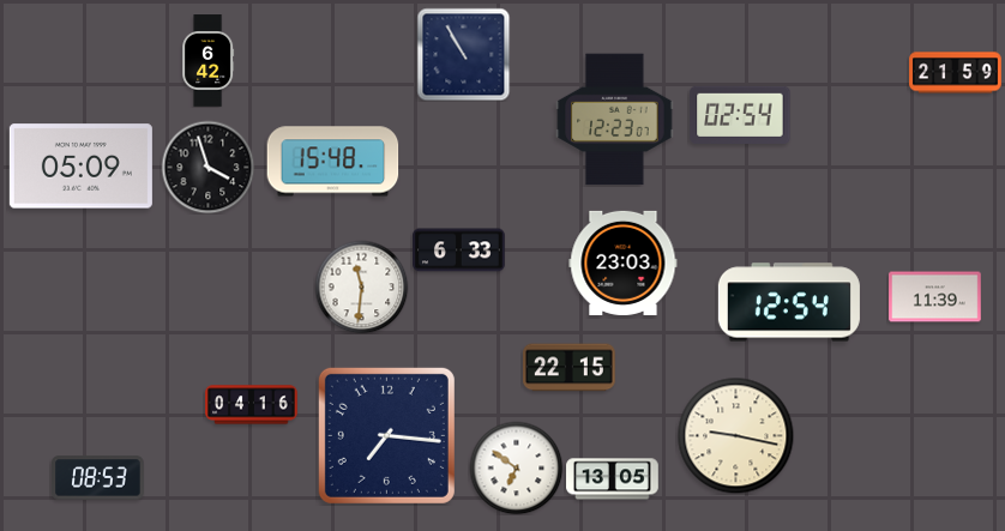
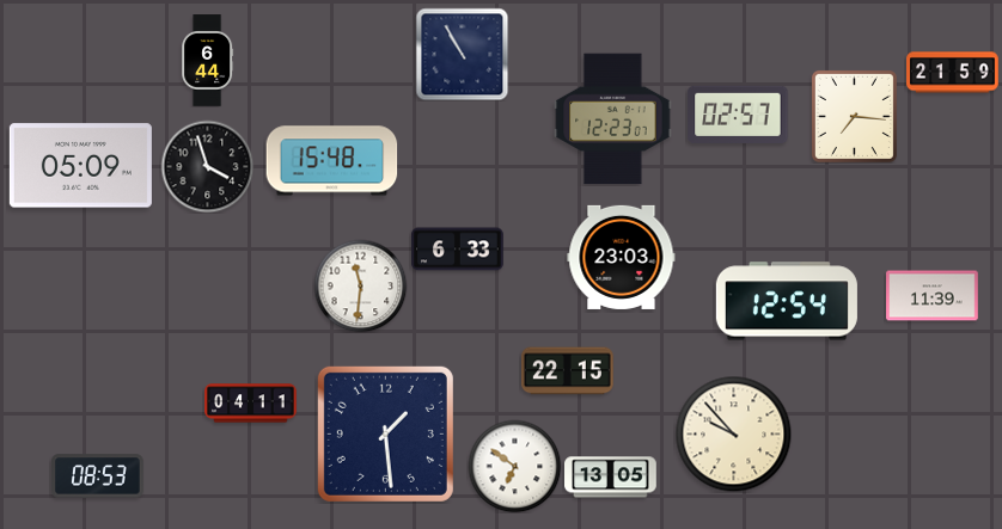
clock at (209, 61): 6:42 -> 6:44
clock at (740, 115): 02:54 -> 02:57
clock at (854, 116): none -> 7:16
clock at (624, 263) position: (624, 263) -> (622, 257)
clock at (570, 368) position: (570, 368) -> (568, 371)
clock at (252, 405): 04:16 -> 04:11
clock at (386, 435): 7:16 -> 1:29
clock at (735, 435): 9:17 -> 9:53
